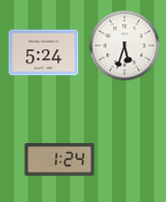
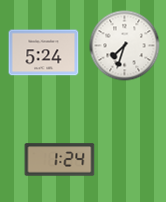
clock at (125, 46): 5:33 -> 7:33
